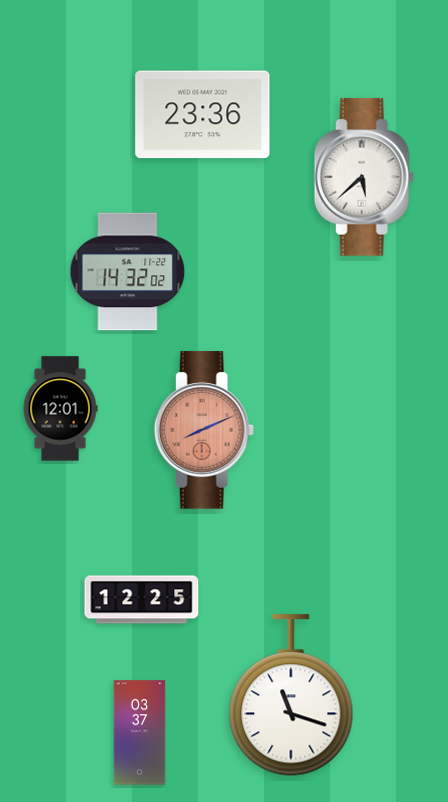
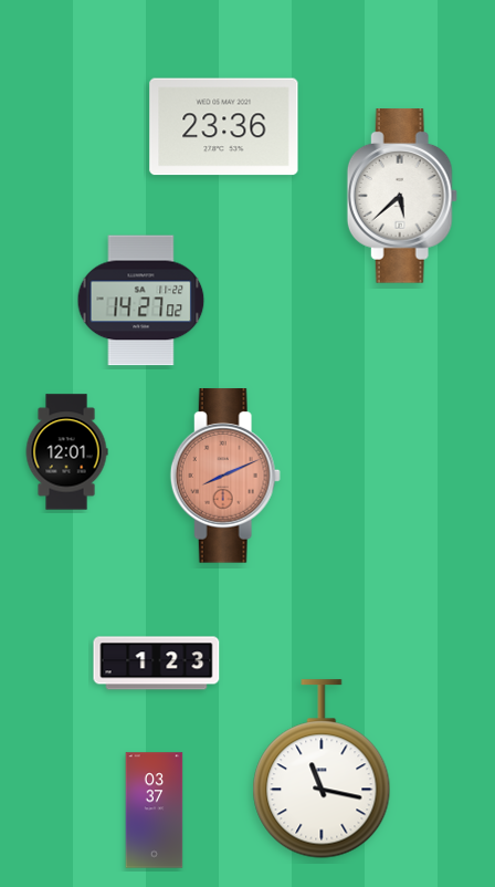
clock at (128, 272): 14:32 -> 14:27
clock at (142, 600): 12:25 -> 1:23
clock at (291, 695): 11:18 -> 11:17
